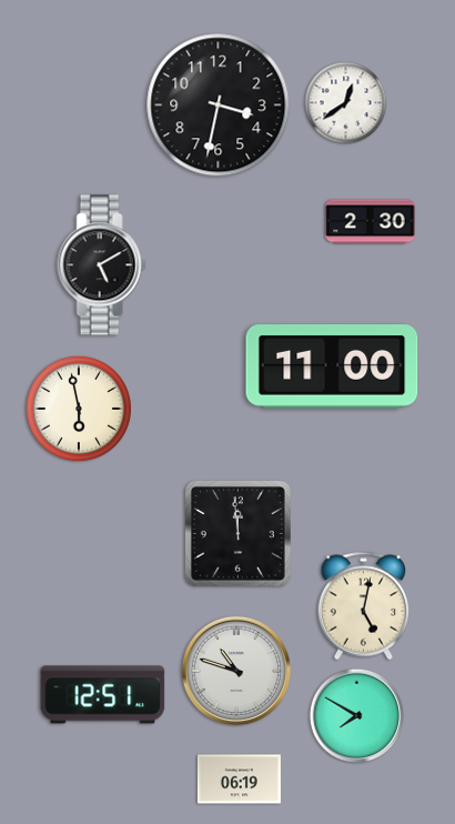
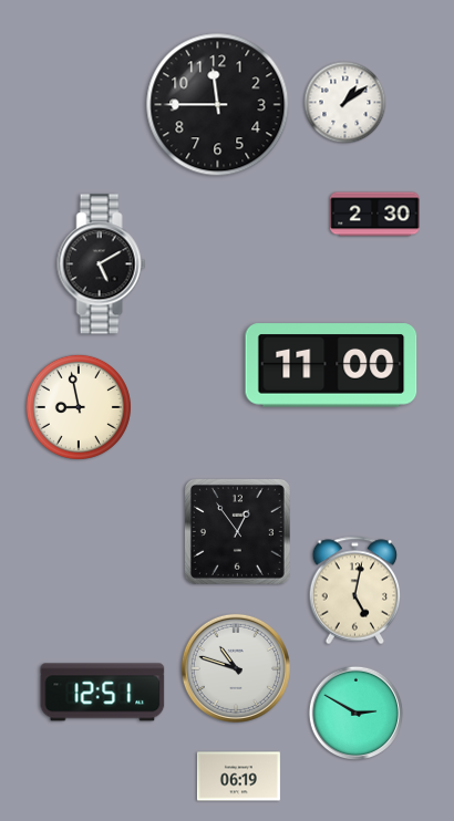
clock at (346, 103): 12:39 -> 1:09
clock at (219, 105): 3:32 -> 11:45
clock at (371, 222) position: (371, 222) -> (375, 215)
clock at (79, 409): 5:58 -> 8:58
clock at (237, 533): 11:59 -> 12:54
clock at (364, 606) position: (364, 606) -> (355, 591)
clock at (357, 716): 7:50 -> 2:50
